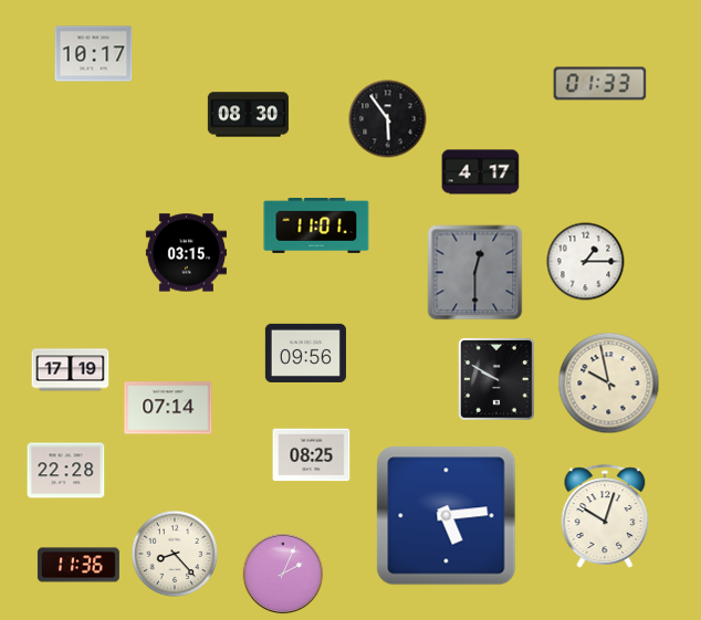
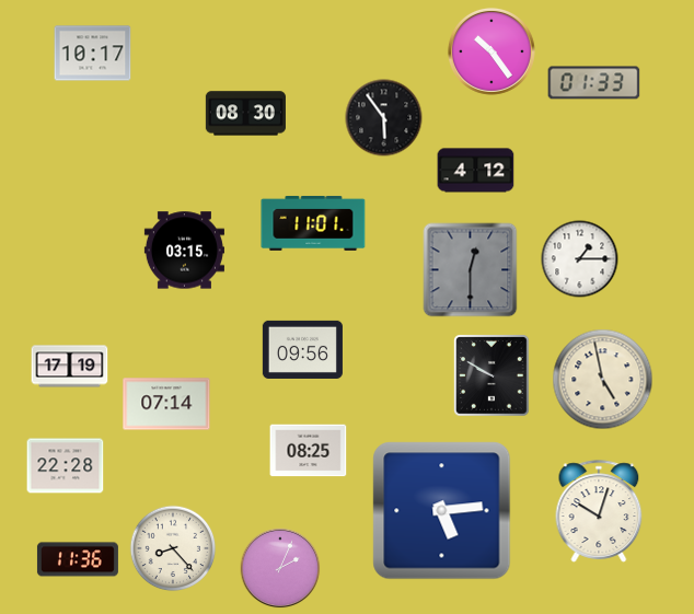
clock at (491, 51): none -> 10:24
clock at (481, 172): 4:17 -> 4:12
clock at (609, 383): 9:58 -> 4:58
